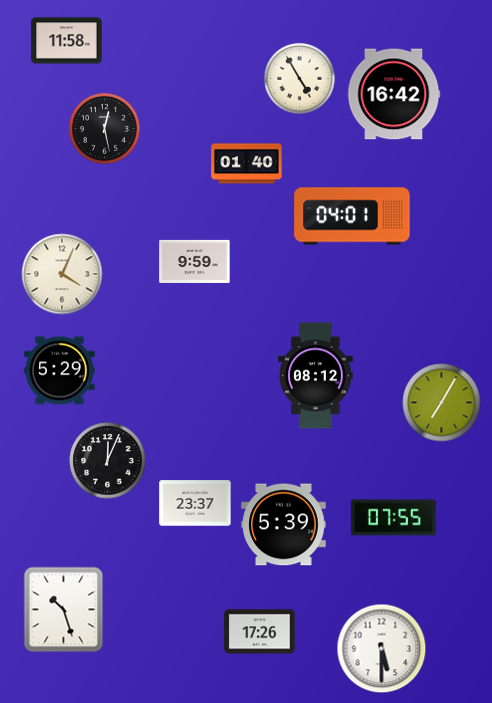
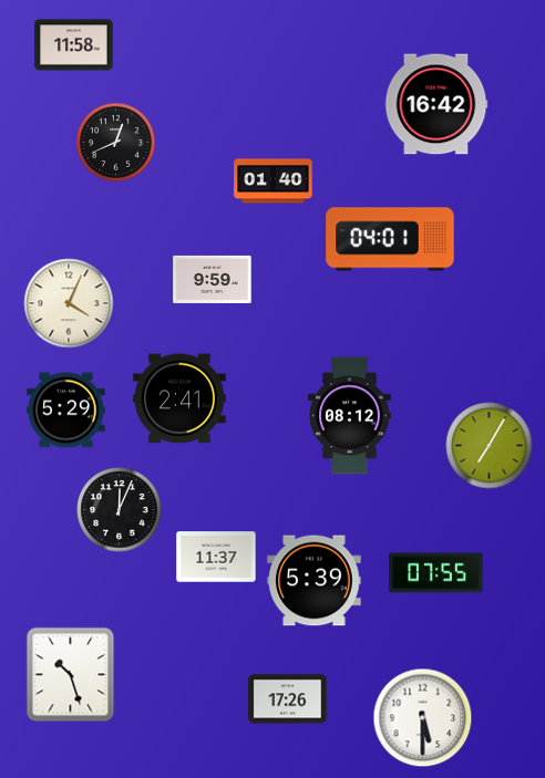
clock at (299, 78): 4:55 -> none
clock at (104, 128): 12:28 -> 12:41
clock at (195, 261) position: (195, 261) -> (213, 279)
clock at (181, 398): none -> 2:41
clock at (195, 503): 23:37 -> 11:37
